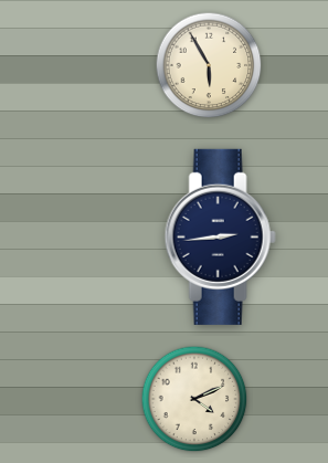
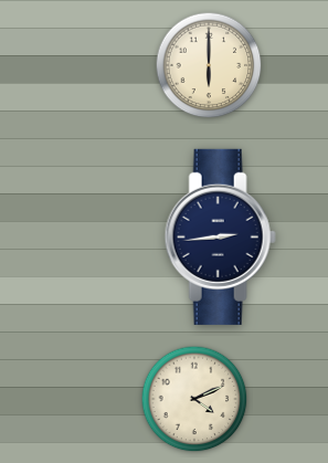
clock at (209, 65): 5:55 -> 6:00
